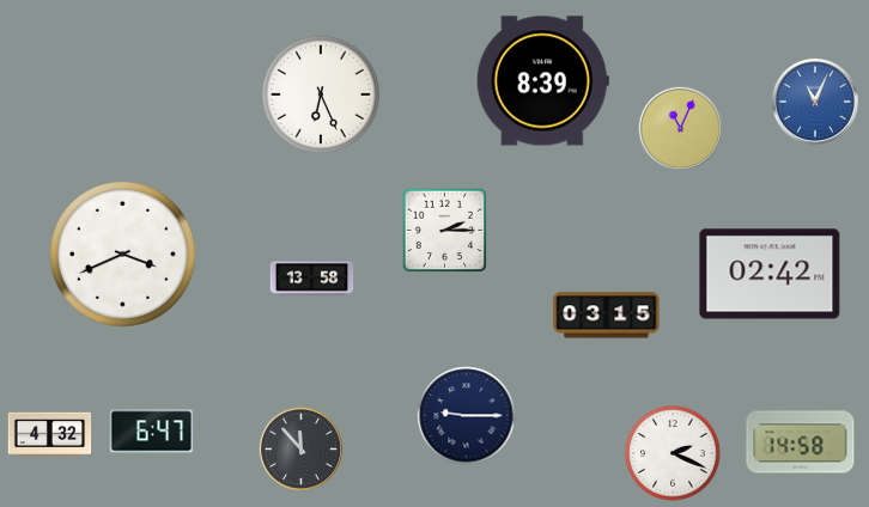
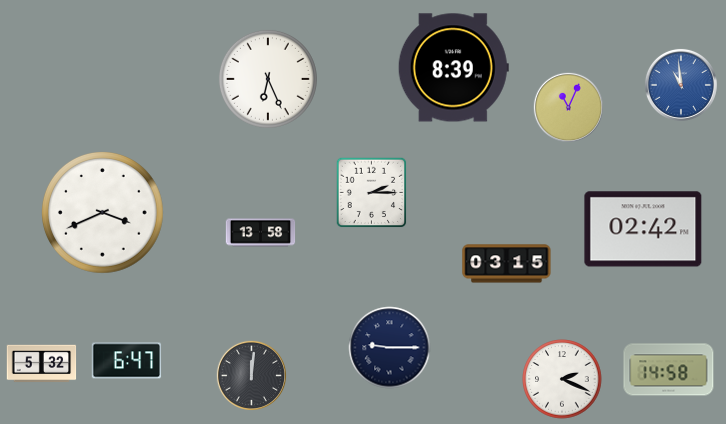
clock at (815, 102): 11:04 -> 10:59
clock at (50, 435): 4:32 -> 5:32
clock at (300, 448): 11:53 -> 12:01
